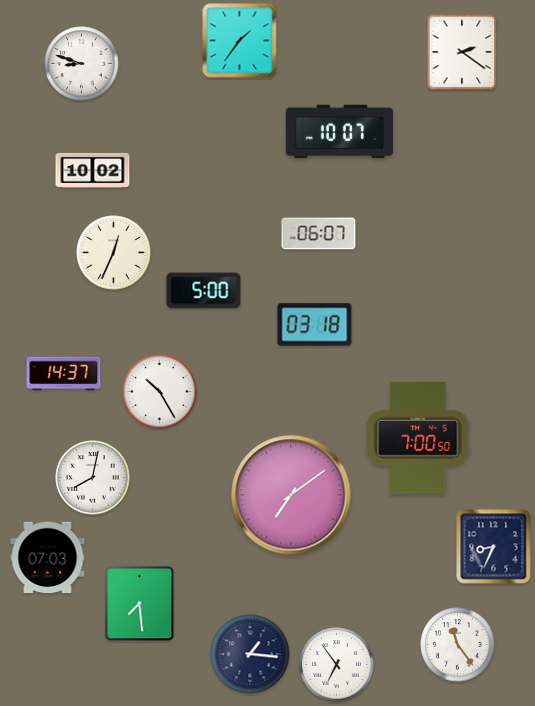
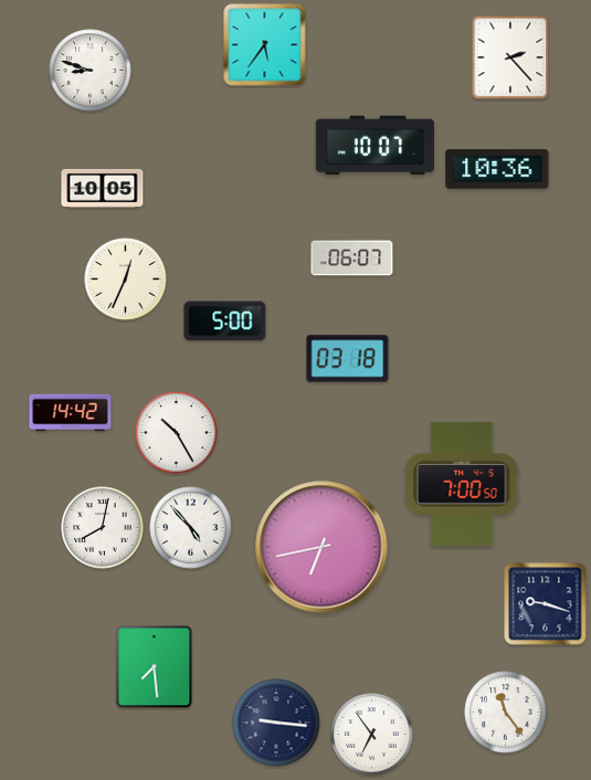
clock at (240, 41): 1:36 -> 5:36
clock at (462, 52): 2:21 -> 2:23
clock at (497, 169): none -> 10:36
clock at (93, 170): 10:02 -> 10:05
clock at (64, 374): 14:37 -> 14:42
clock at (191, 528): none -> 4:53
clock at (291, 495): 7:09 -> 6:43
clock at (494, 547): 8:34 -> 9:18
clock at (48, 558): 07:03 -> none
clock at (250, 654): 1:16 -> 9:16
